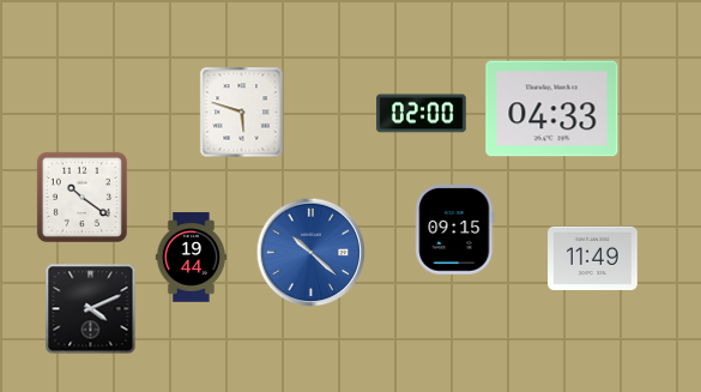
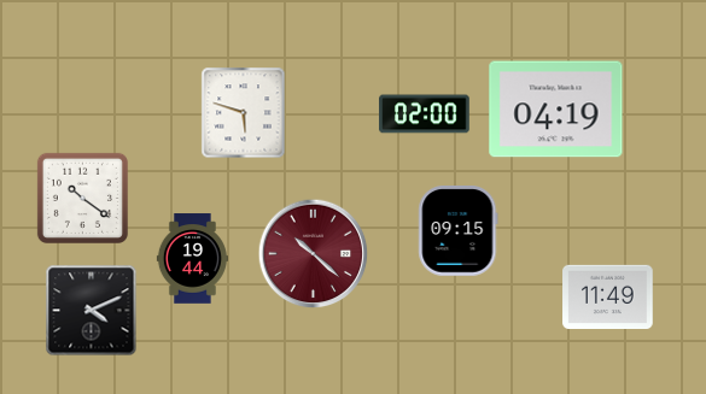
clock at (552, 109): 04:33 -> 04:19
clock at (312, 253) dial: blue -> burgundy
clock at (593, 258) position: (593, 258) -> (608, 296)
